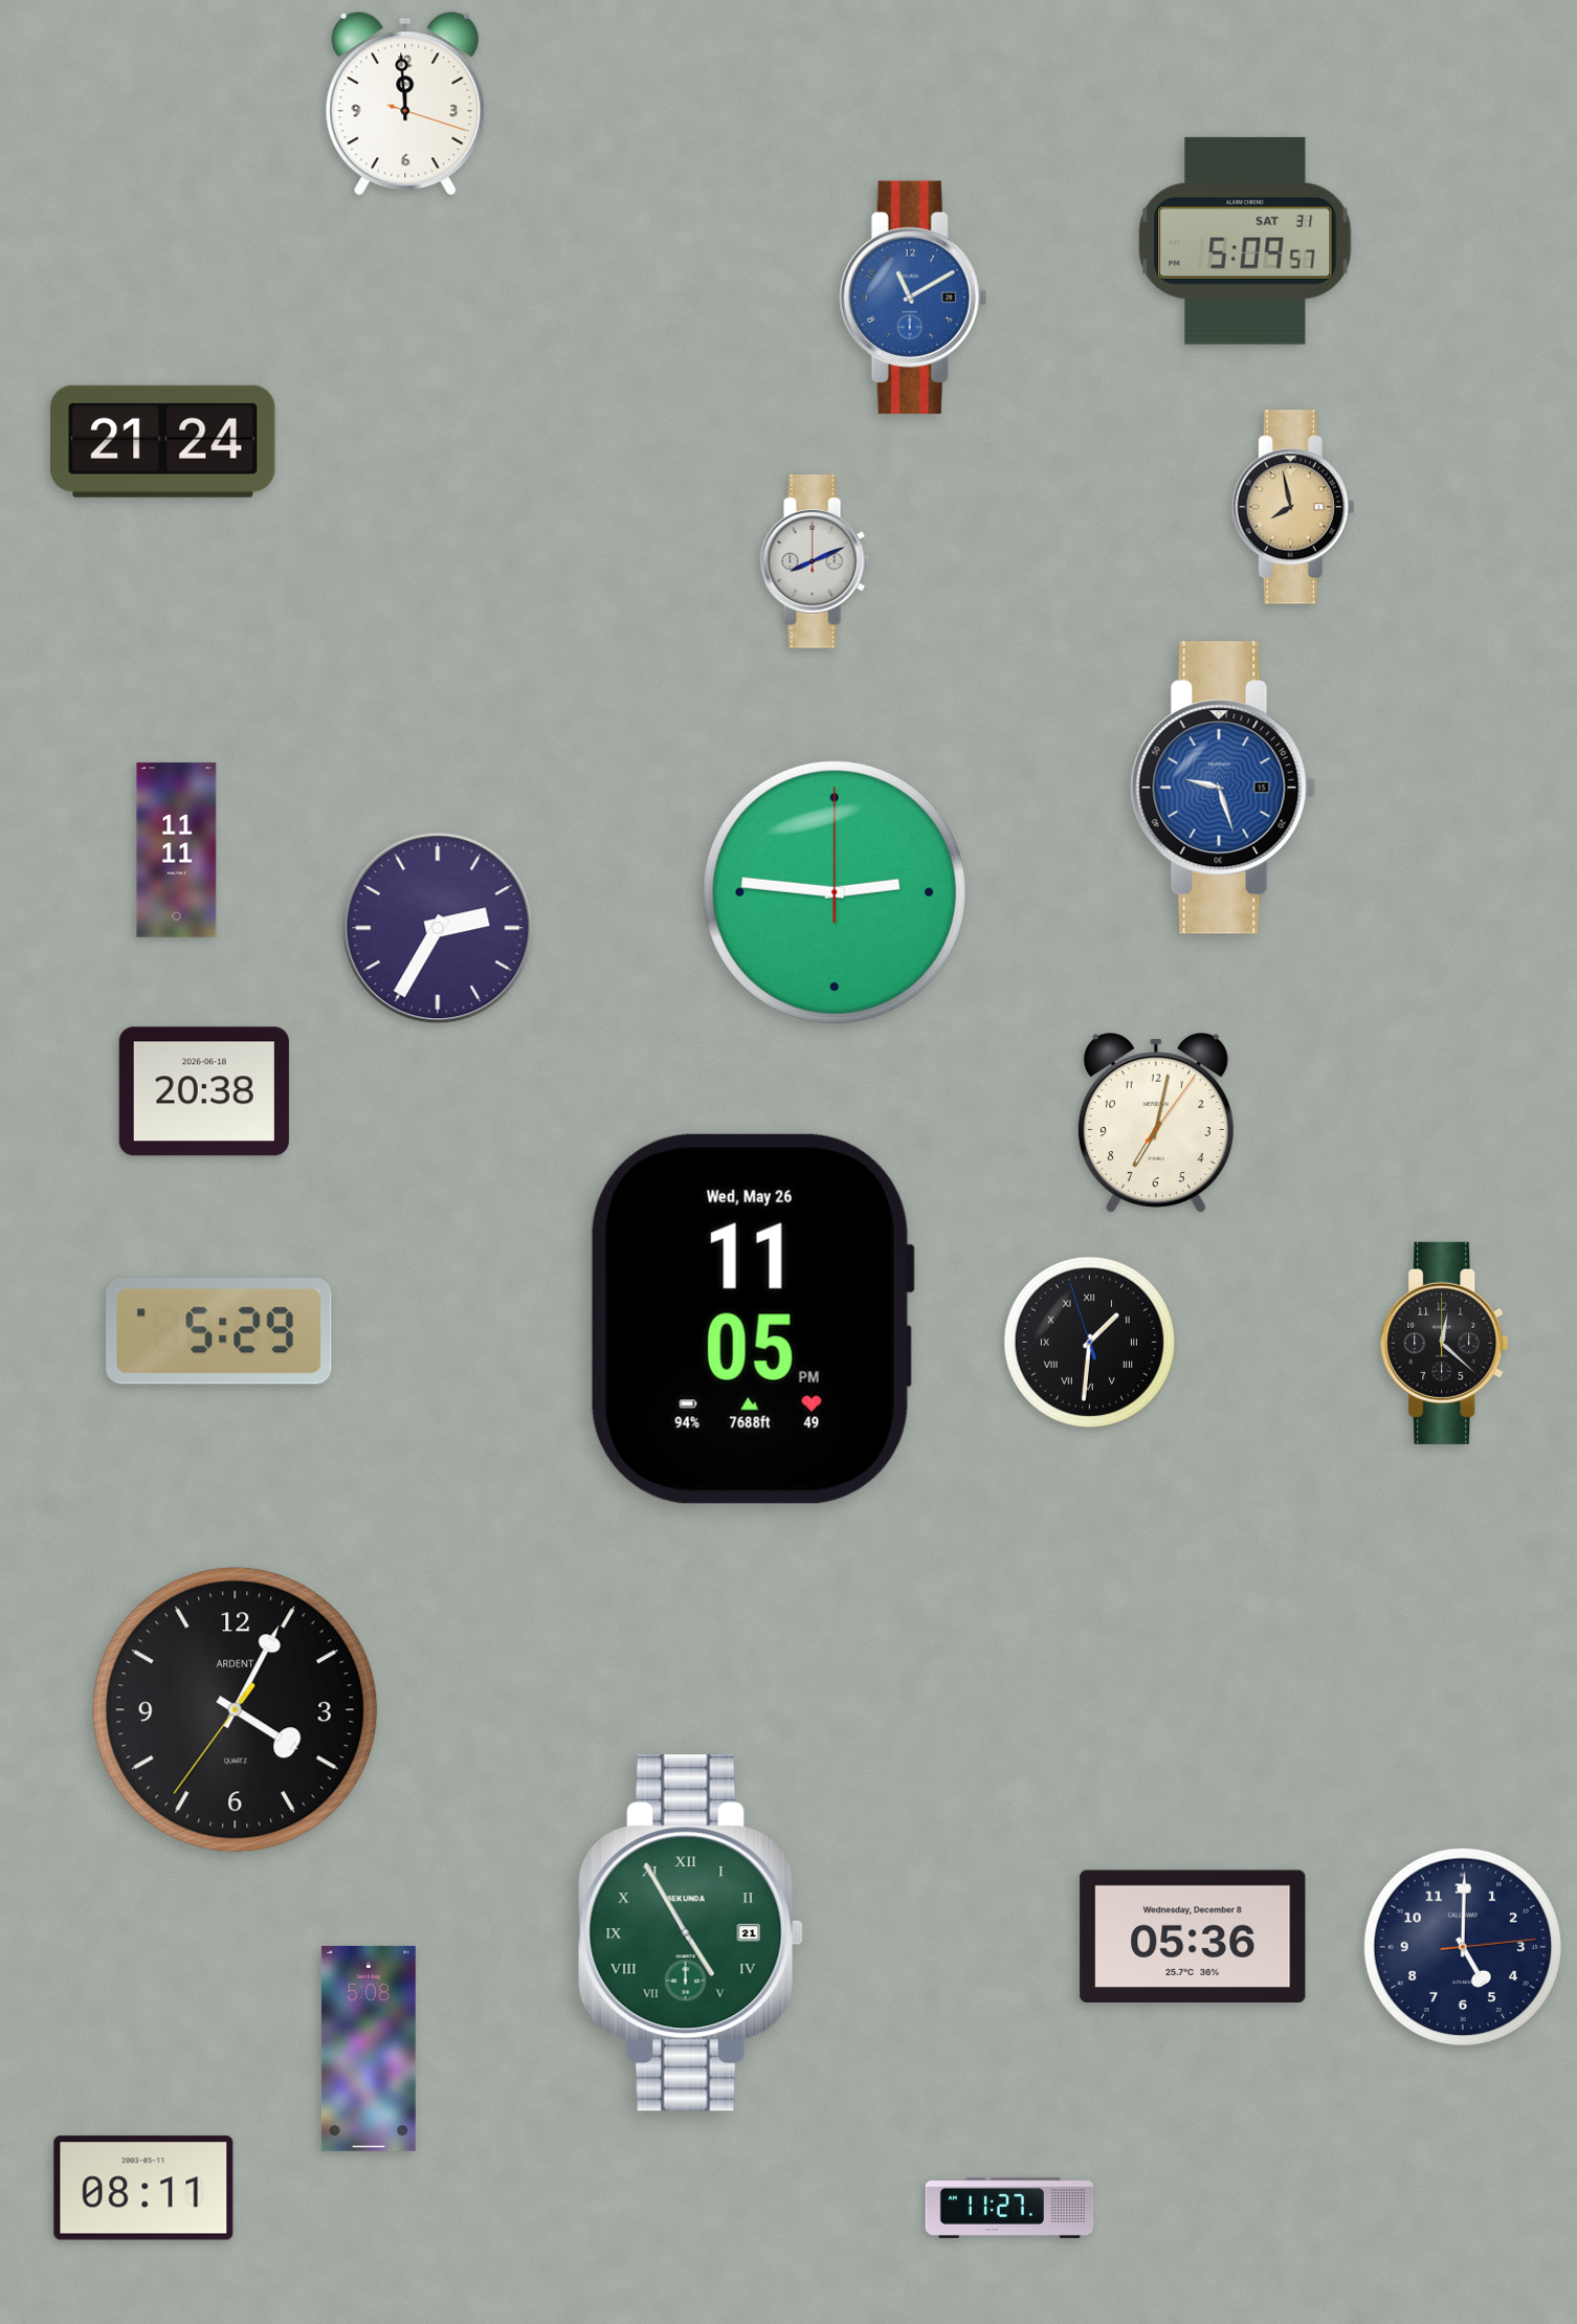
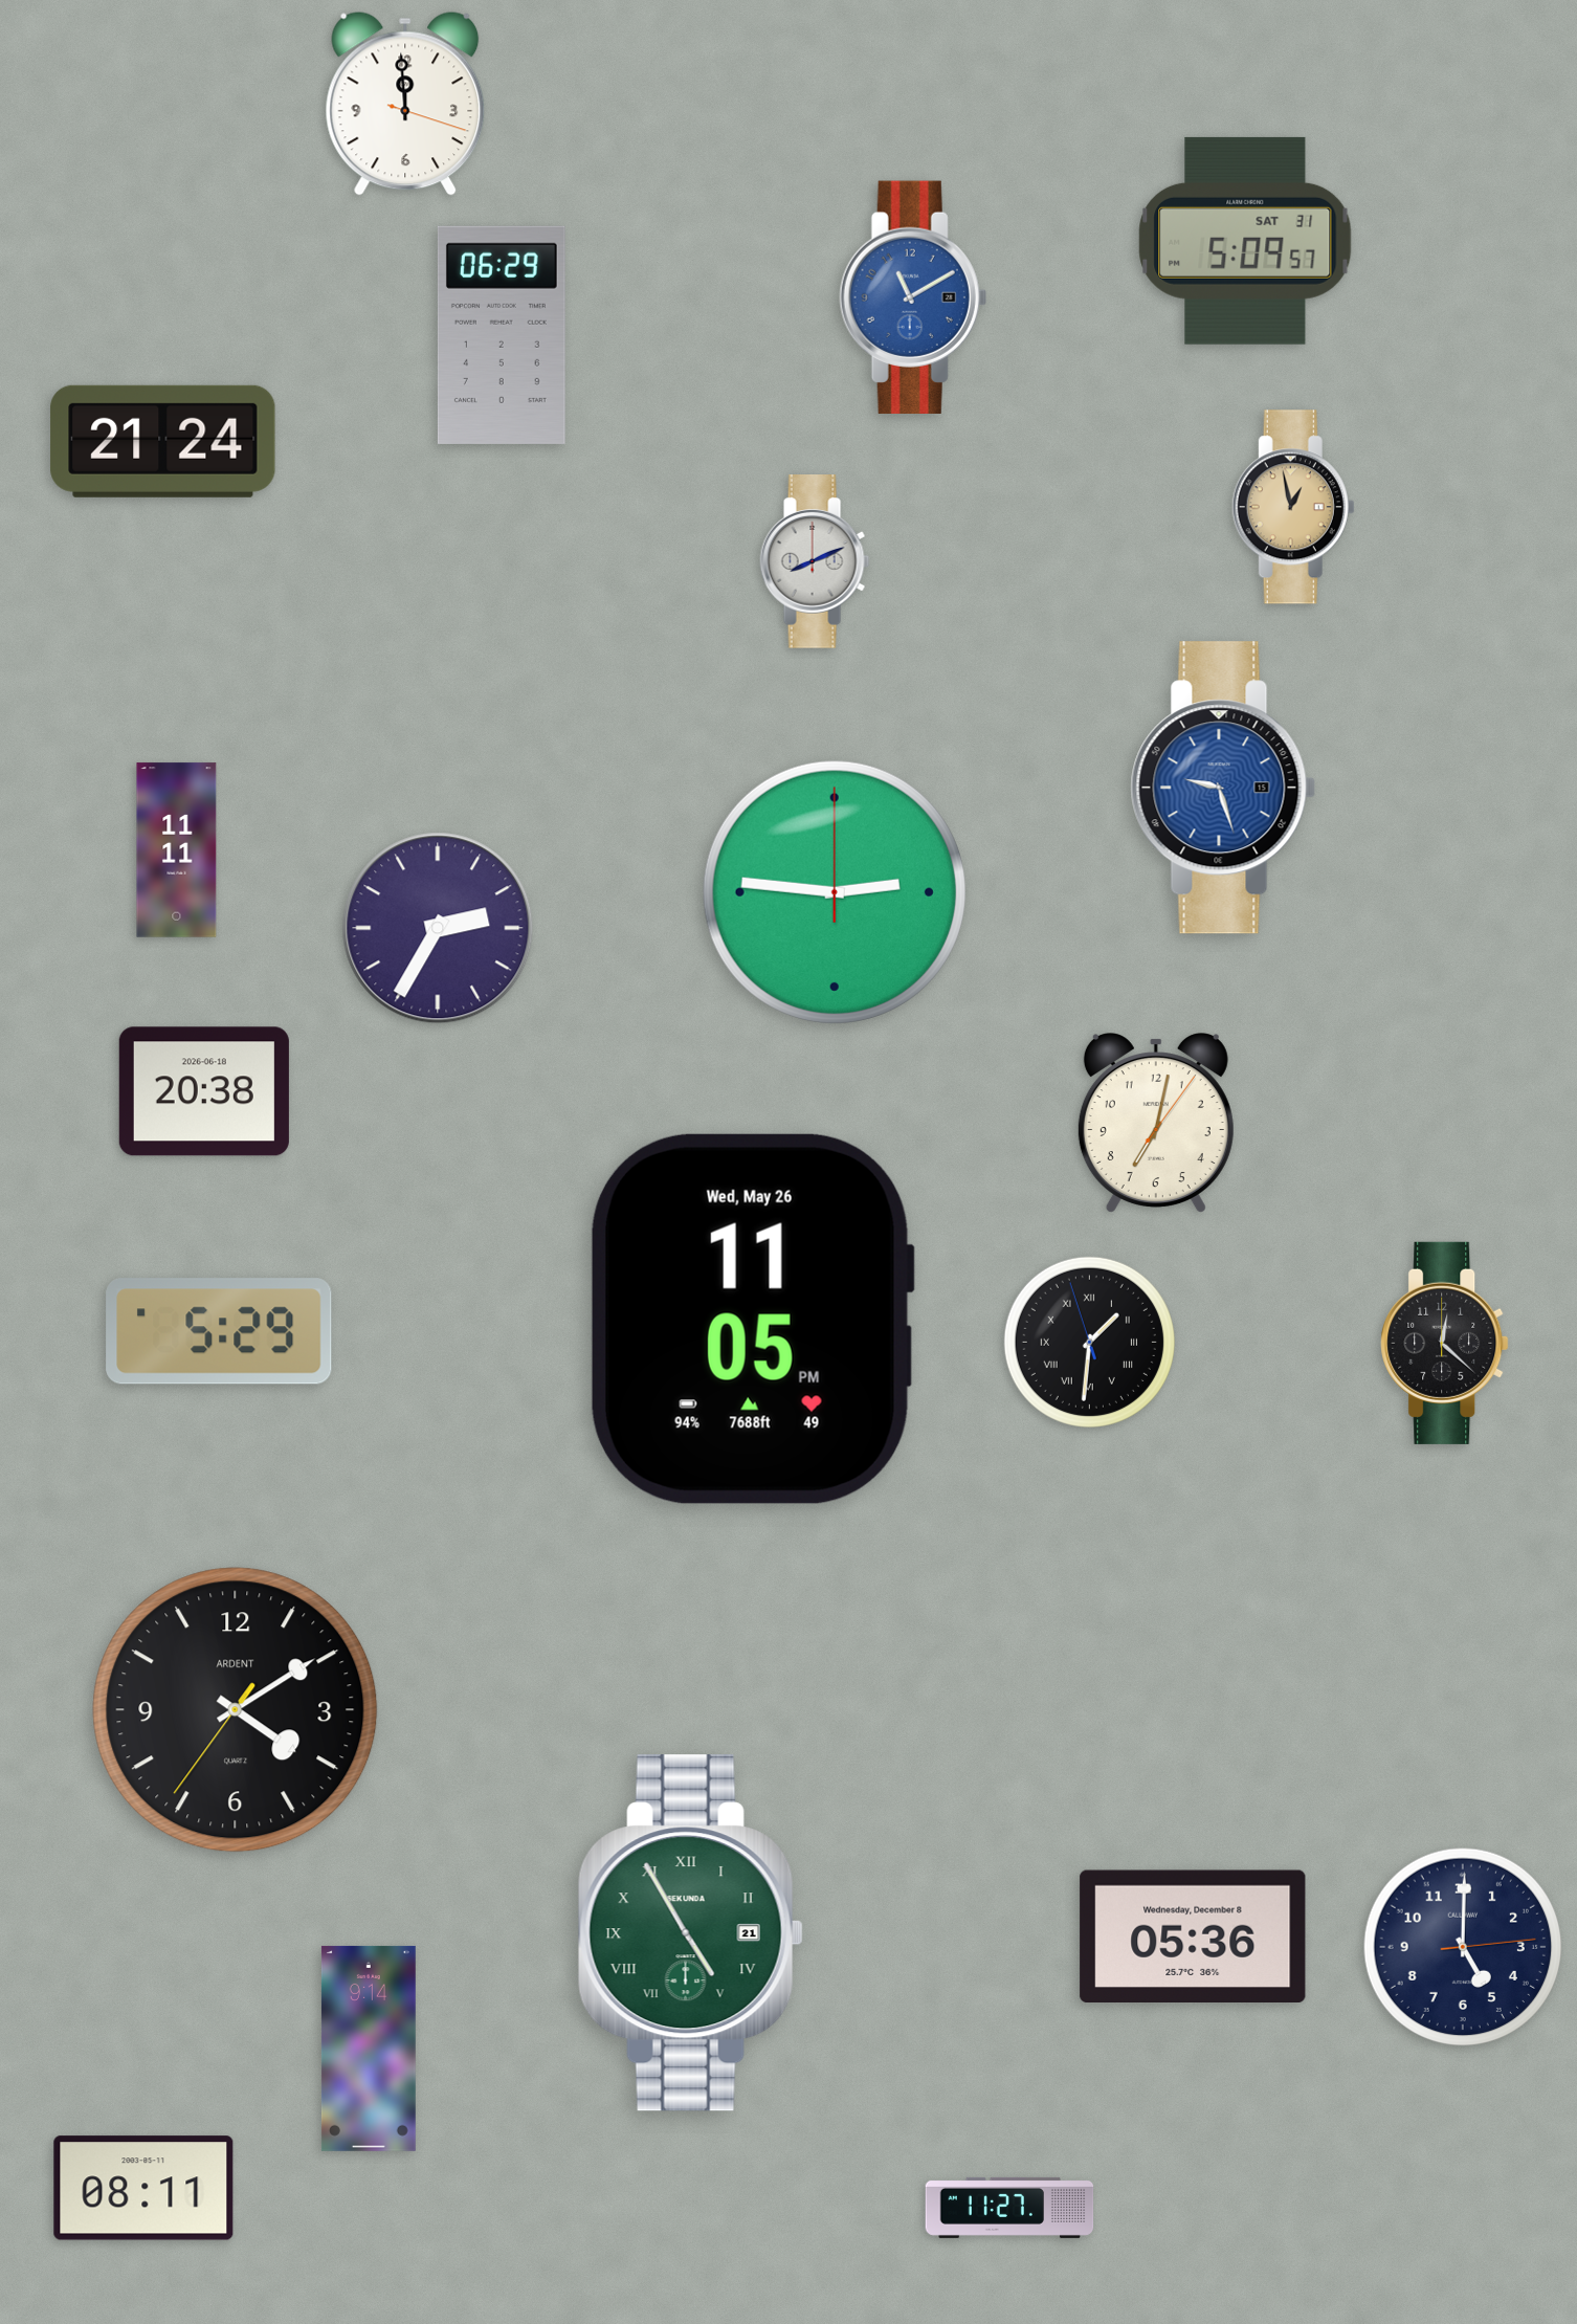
clock at (502, 335): none -> 06:29
clock at (1293, 507): 7:58 -> 12:58
clock at (236, 1710): 4:04 -> 4:09
clock at (369, 2049): 5:08 -> 9:14
